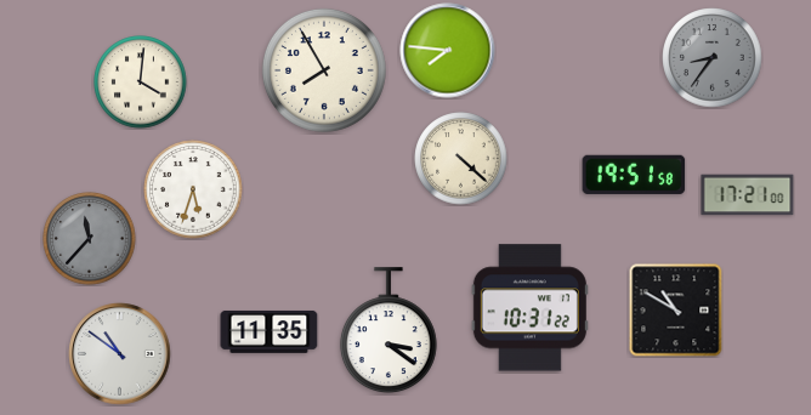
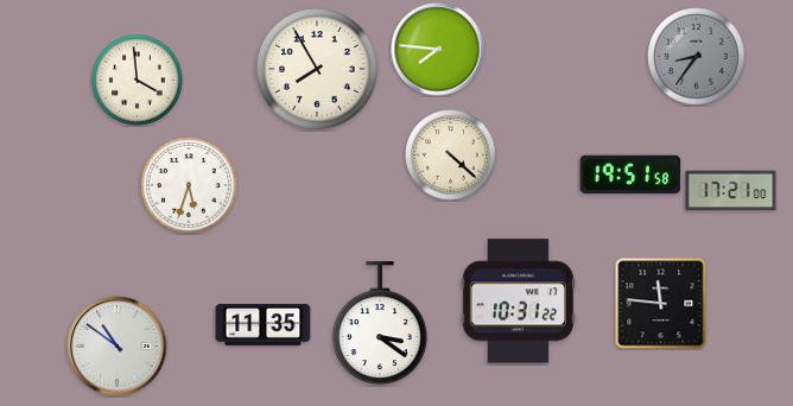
clock at (141, 83): 4:01 -> 3:59
clock at (634, 175) position: (634, 175) -> (630, 175)
clock at (90, 239): 11:37 -> none
clock at (676, 311): 10:50 -> 11:46
